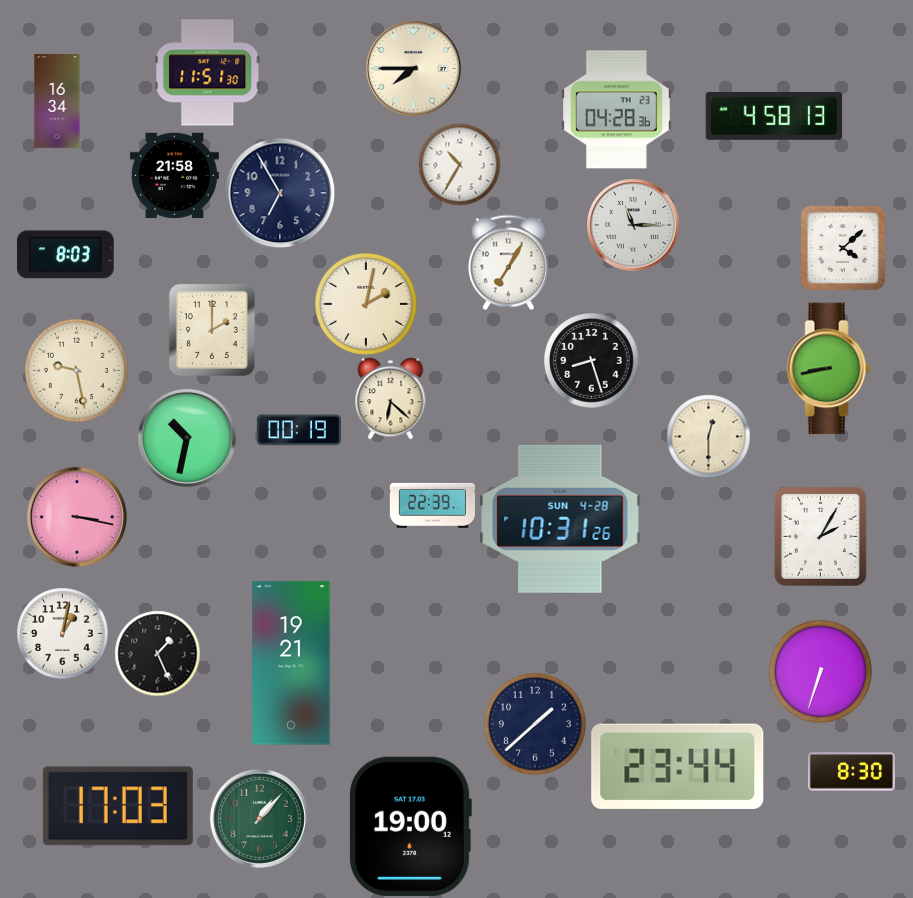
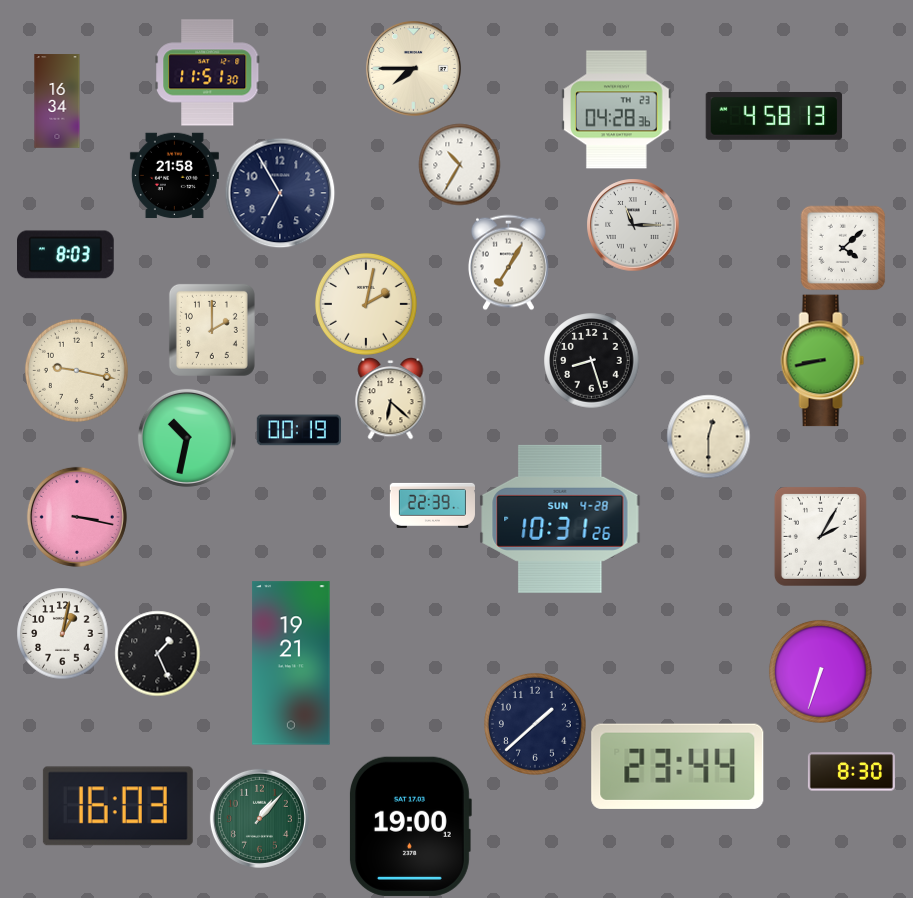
clock at (829, 369) position: (829, 369) -> (823, 361)
clock at (76, 370): 9:28 -> 9:17
clock at (118, 806): 17:03 -> 16:03
